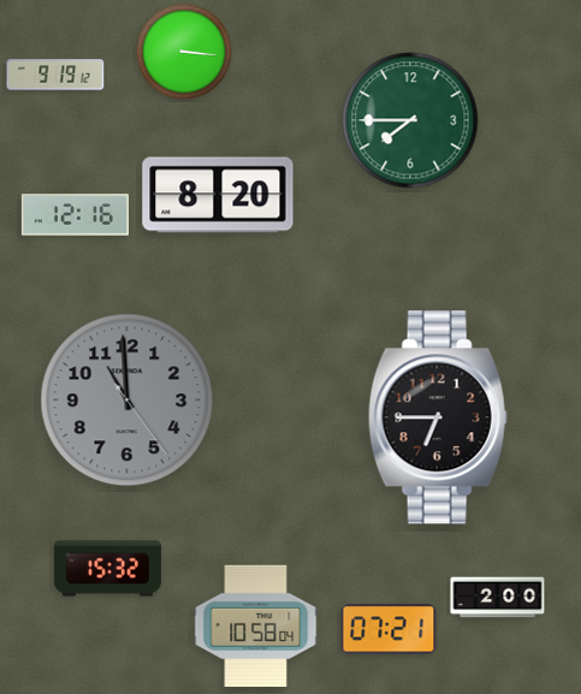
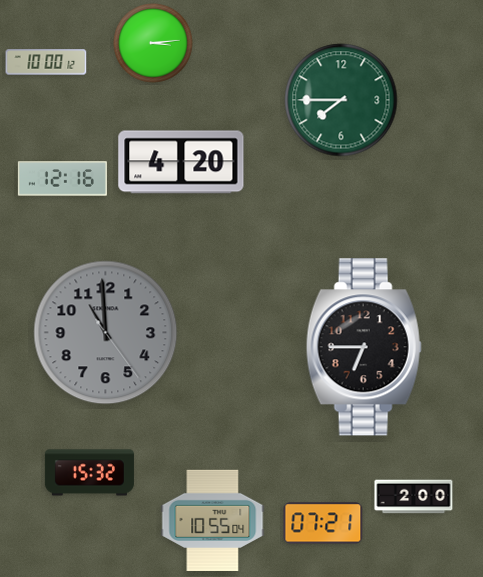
clock at (184, 52): 3:16 -> 3:14
clock at (55, 75): 9:19 -> 10:00
clock at (218, 195): 8:20 -> 4:20
clock at (256, 625): 10:58 -> 10:55
